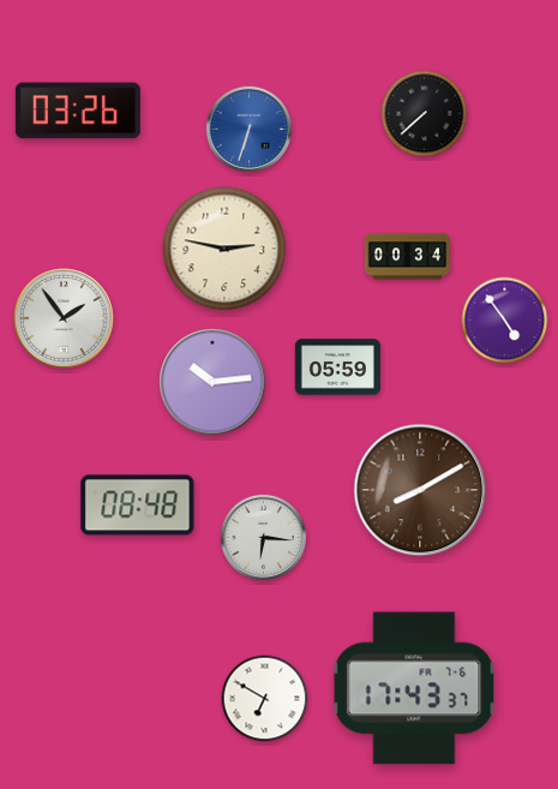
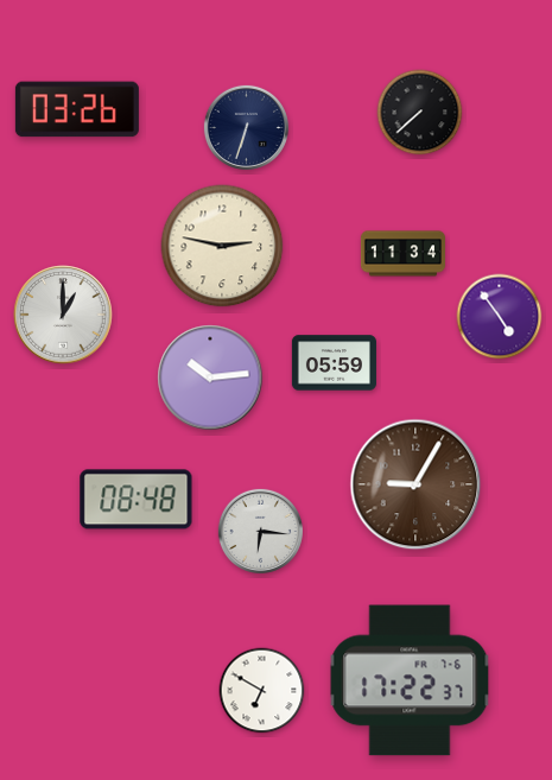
clock at (248, 128) dial: blue -> navy
clock at (407, 257): 00:34 -> 11:34
clock at (64, 318): 1:54 -> 1:00
clock at (420, 490): 8:10 -> 9:05
clock at (414, 688): 17:43 -> 17:22
